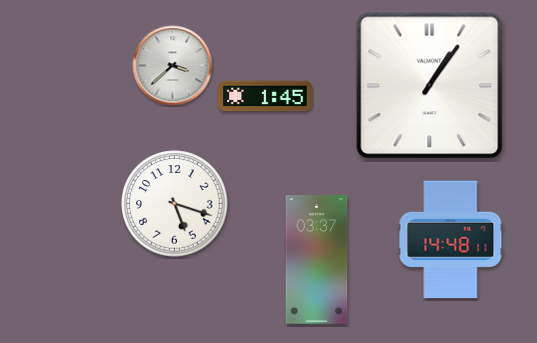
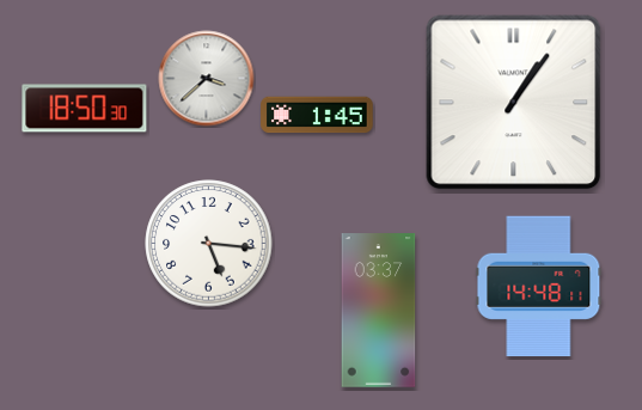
clock at (85, 109): none -> 18:50
clock at (175, 204): 5:18 -> 5:16
